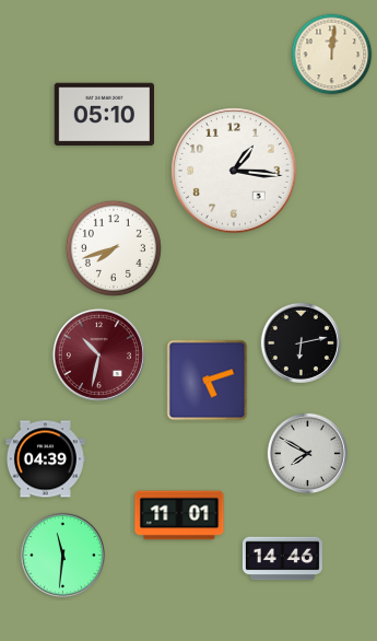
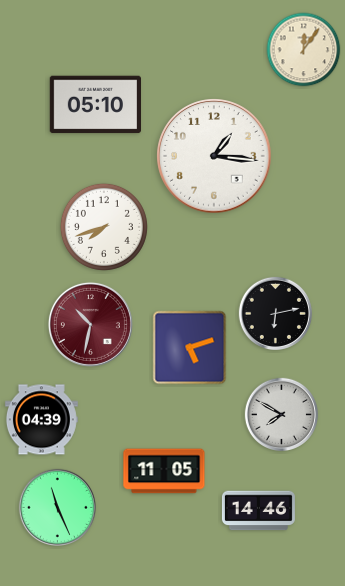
clock at (332, 55): 12:01 -> 12:06
clock at (179, 515): 11:01 -> 11:05
clock at (62, 555): 11:31 -> 11:26
